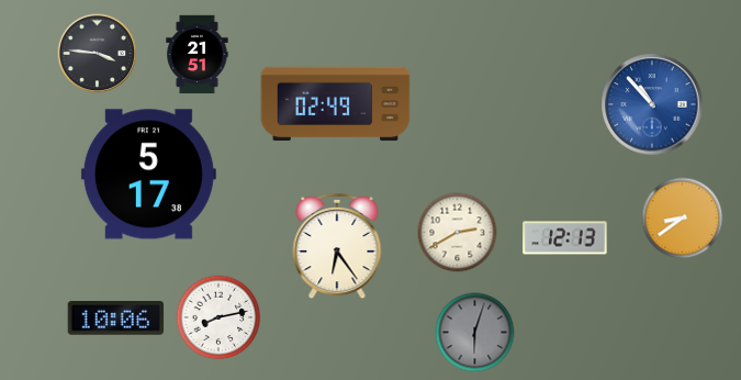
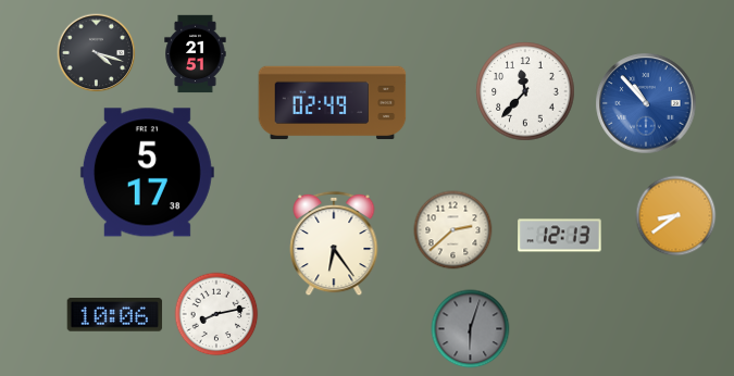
clock at (98, 54): 3:46 -> 4:18
clock at (525, 91): none -> 11:37
clock at (458, 233): 2:40 -> 2:38
